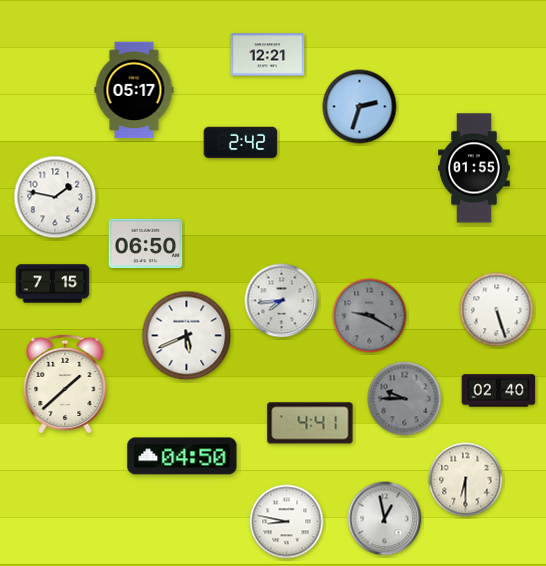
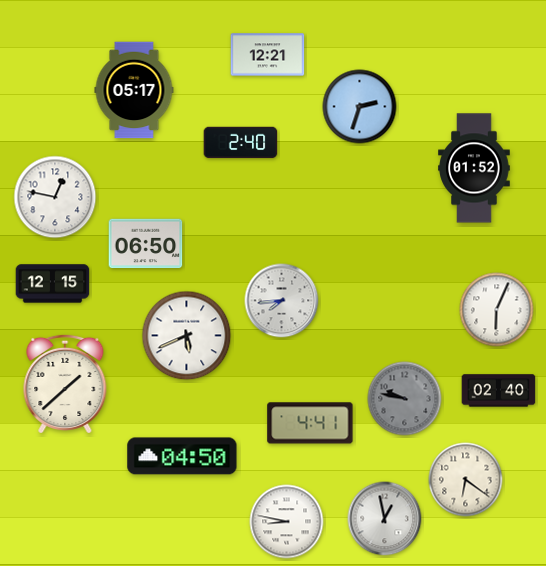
clock at (241, 143): 2:42 -> 2:40
clock at (474, 168): 01:55 -> 01:52
clock at (55, 197): 1:47 -> 12:47
clock at (53, 284): 7:15 -> 12:15
clock at (497, 310): 5:27 -> 6:04
clock at (370, 316): 9:20 -> none
clock at (405, 399): 9:45 -> 9:47
clock at (466, 480): 6:30 -> 6:21
